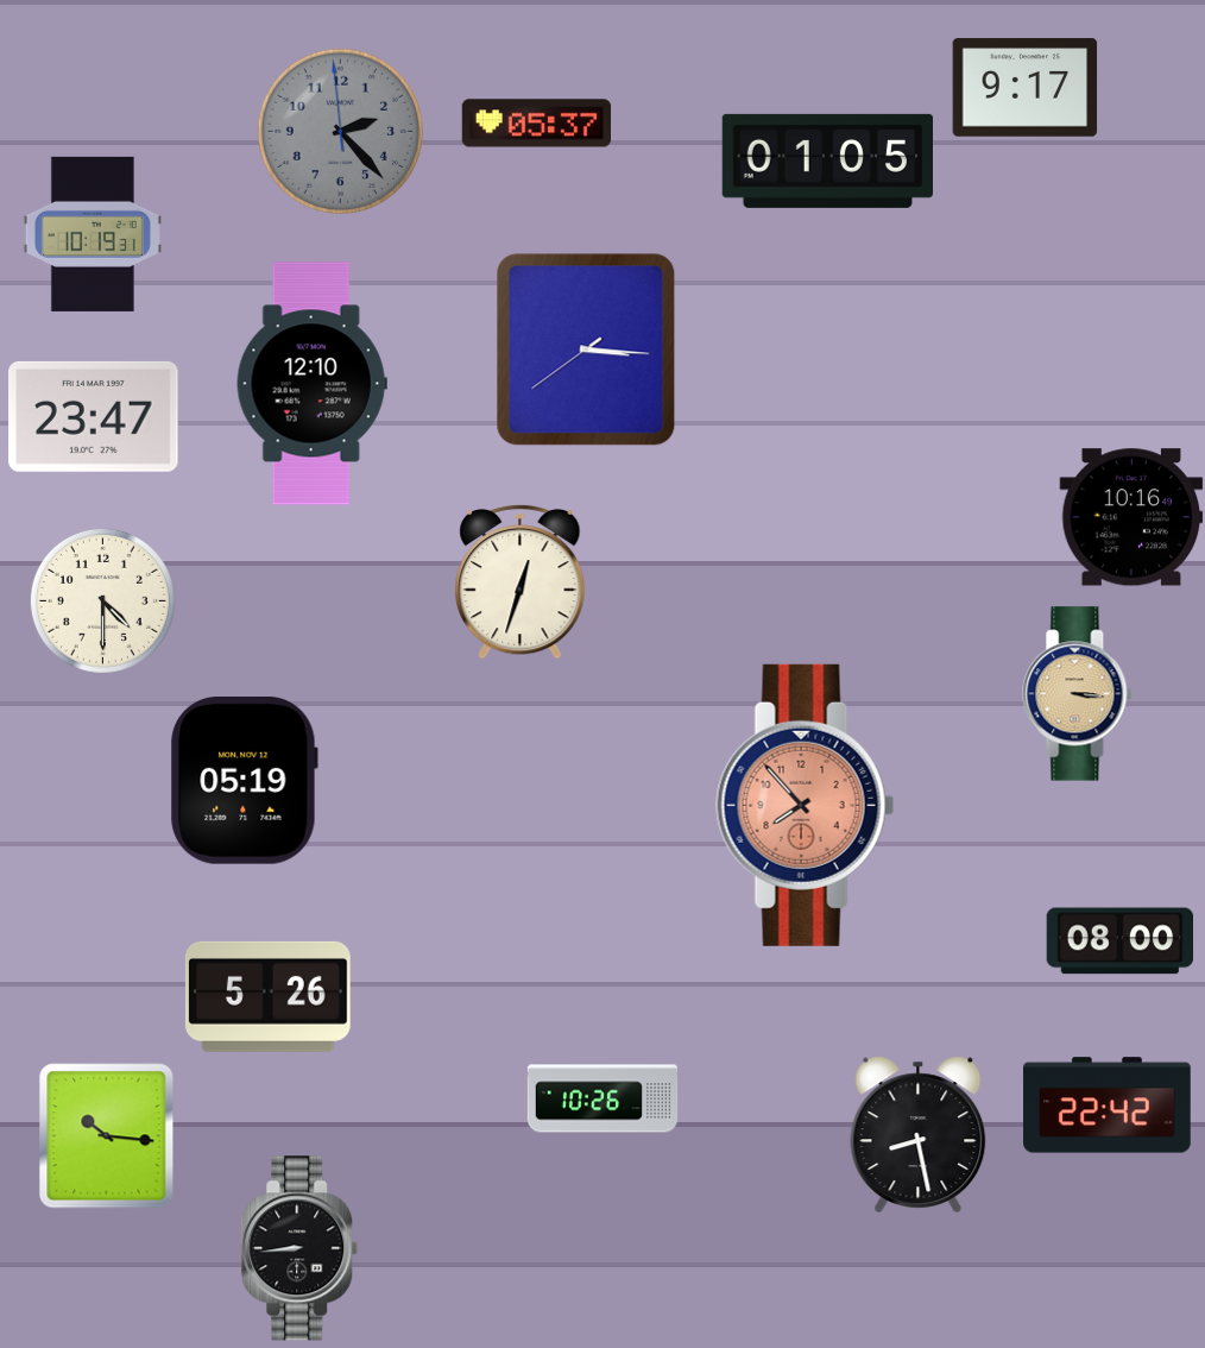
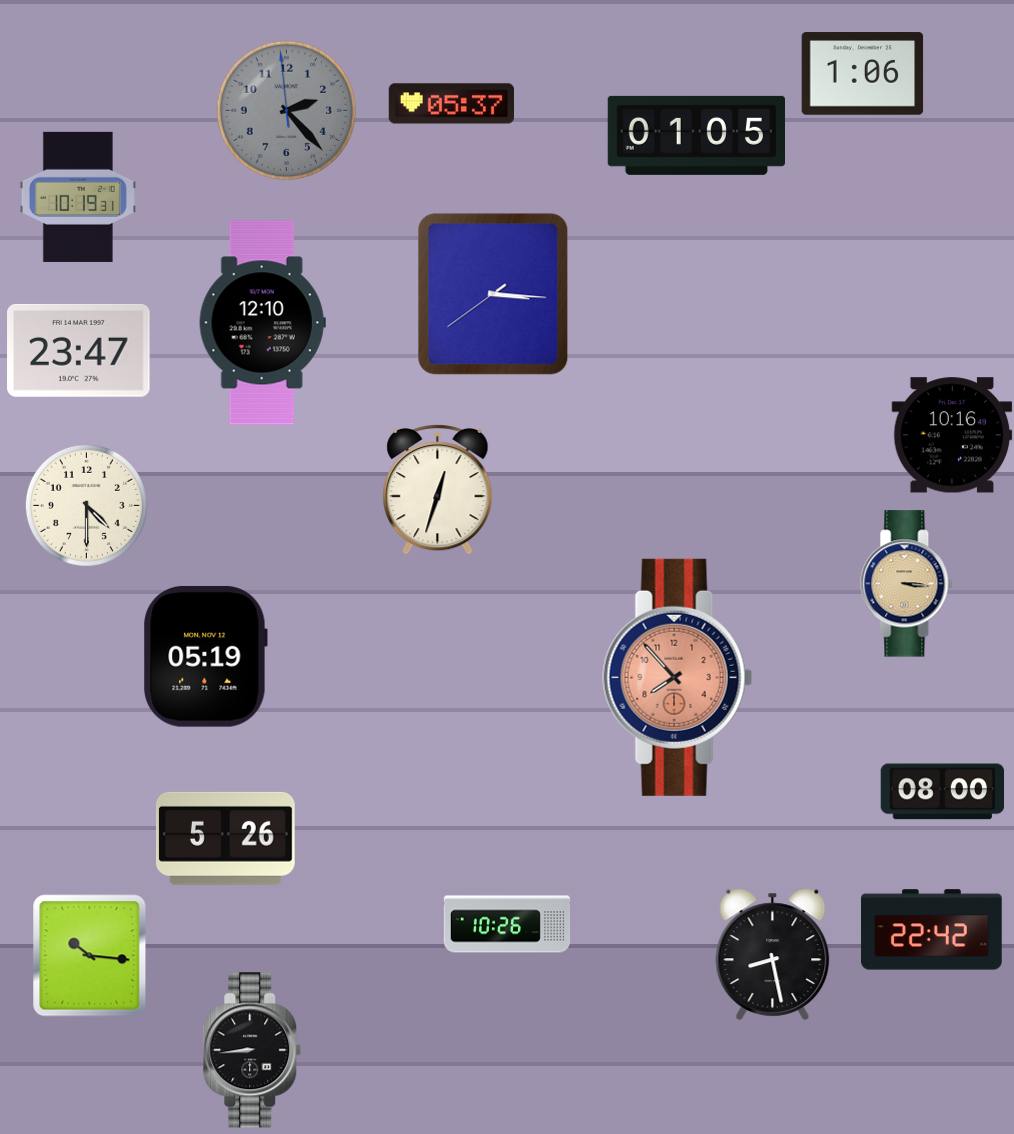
clock at (1026, 88): 9:17 -> 1:06
